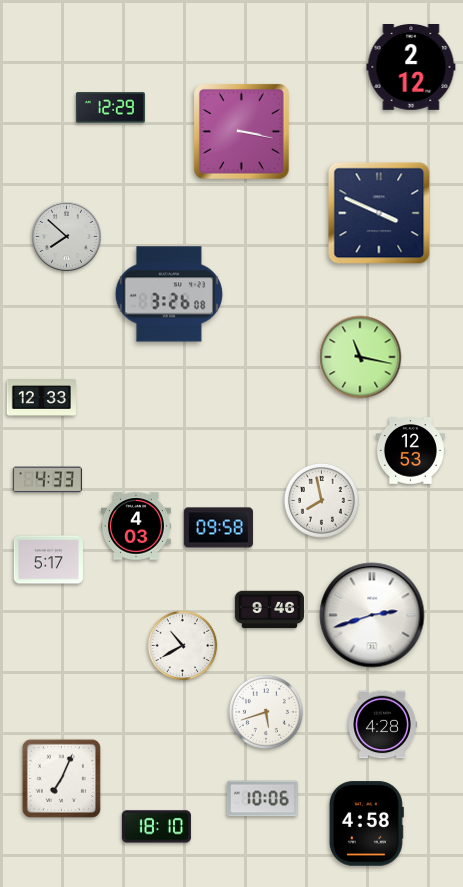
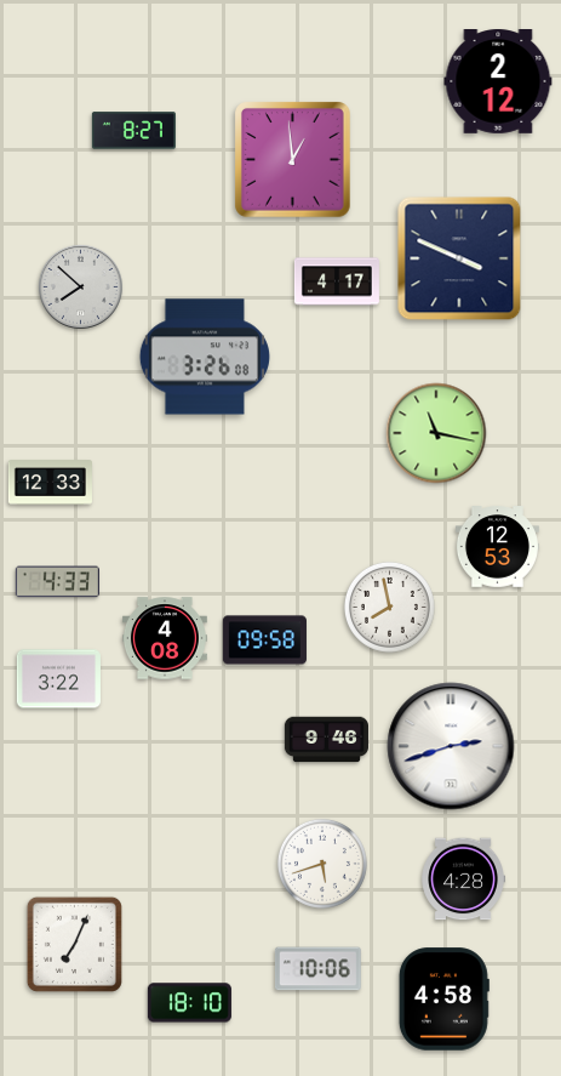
clock at (110, 108): 12:29 -> 8:27
clock at (242, 132): 3:17 -> 12:59
clock at (337, 281): none -> 4:17
clock at (136, 526): 4:03 -> 4:08
clock at (48, 560): 5:17 -> 3:22
clock at (183, 646): 10:40 -> none
